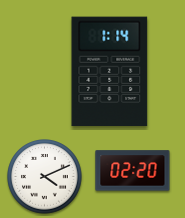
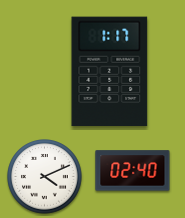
clock at (110, 72): 1:14 -> 1:17
clock at (133, 171): 02:20 -> 02:40
